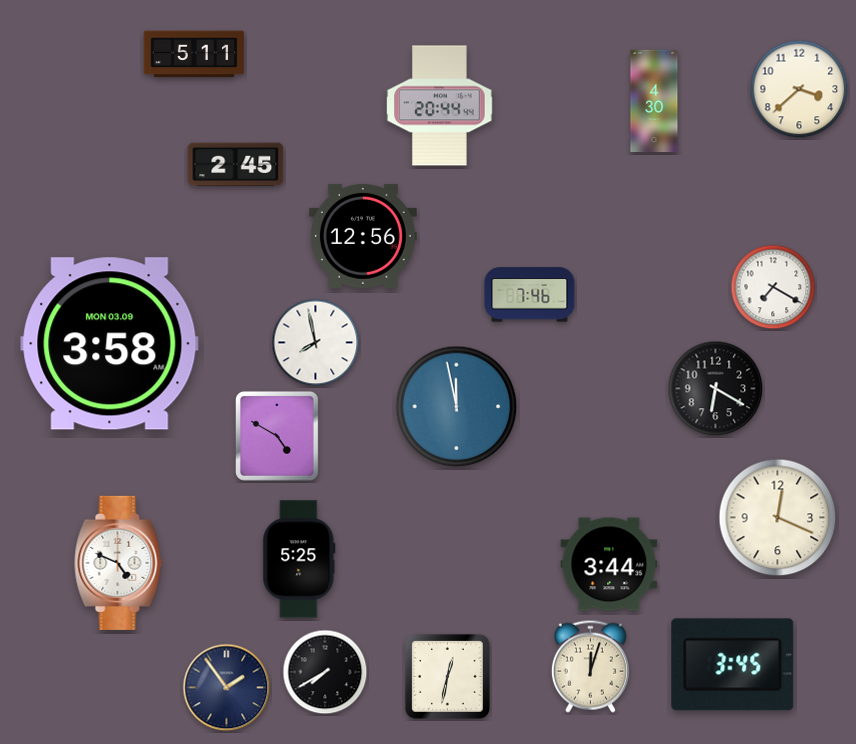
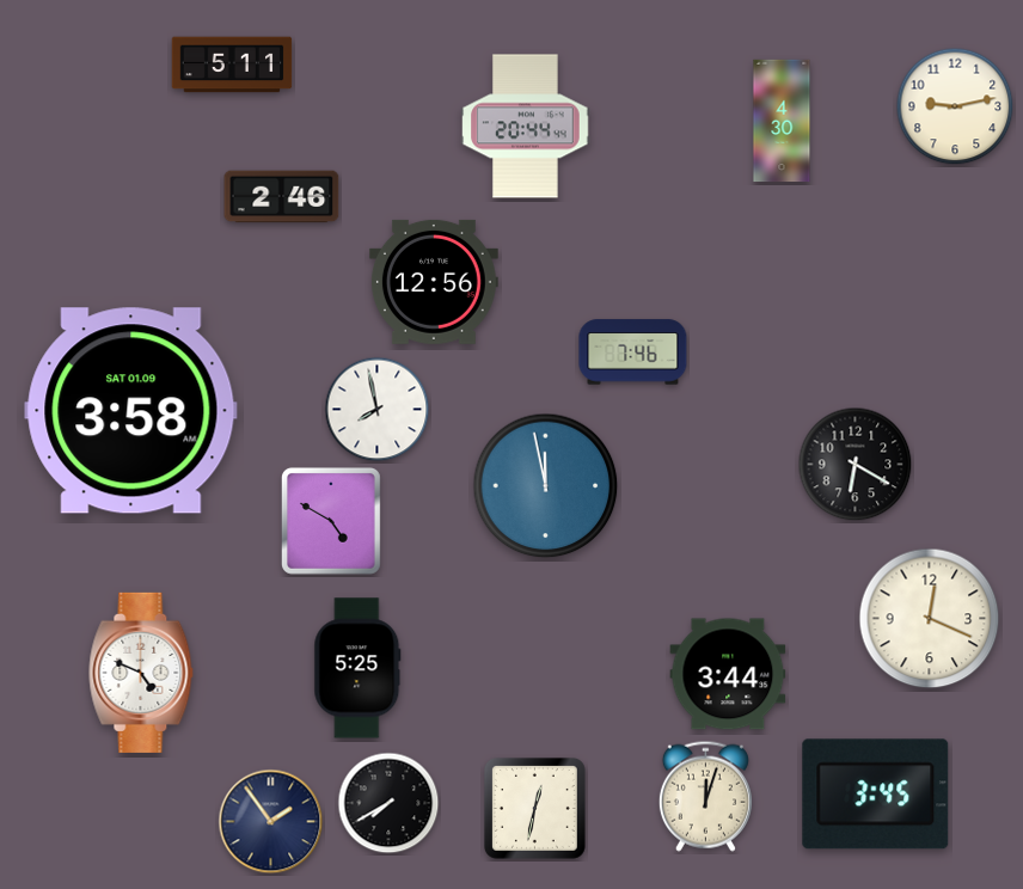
clock at (799, 89): 3:38 -> 9:13
clock at (236, 165): 2:45 -> 2:46
clock at (773, 287): 7:20 -> none
clock at (110, 344) date: MON 03.09 -> SAT 01.09
